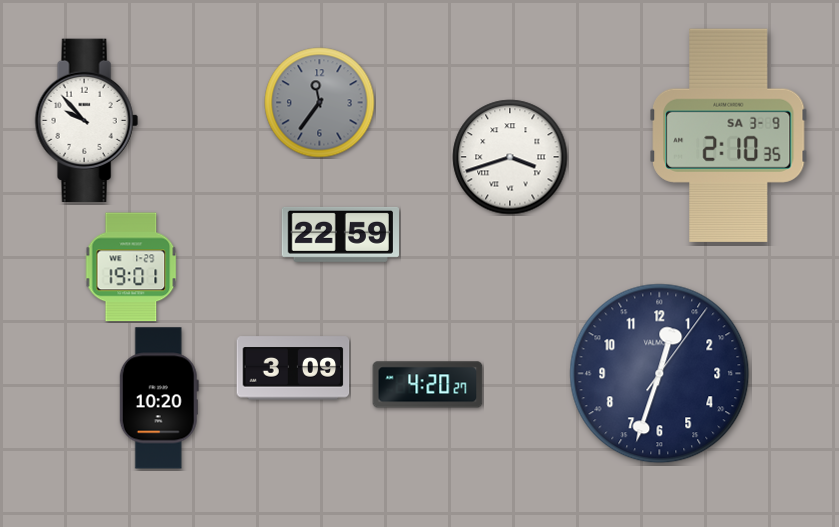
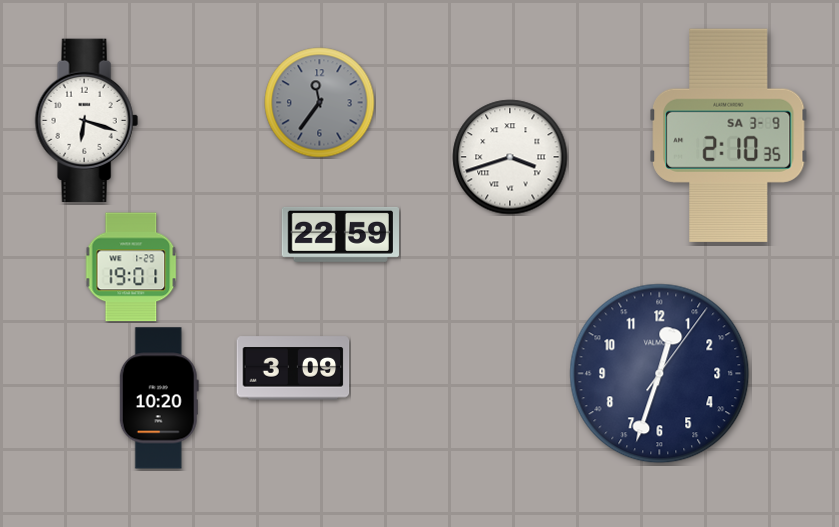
clock at (86, 121): 9:53 -> 6:18
clock at (428, 385): 4:20 -> none
